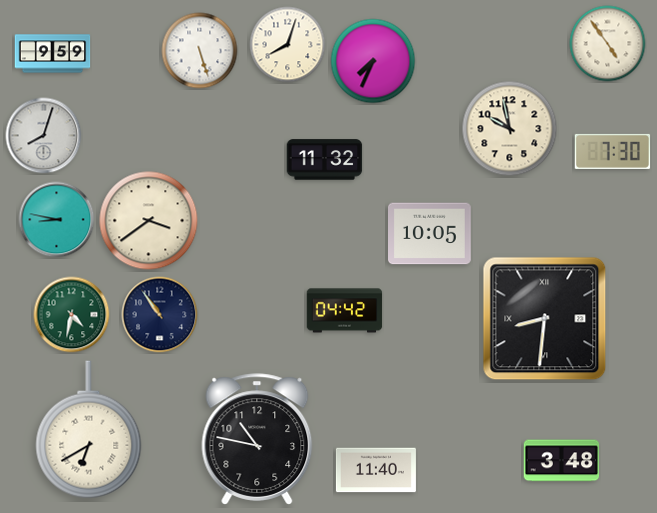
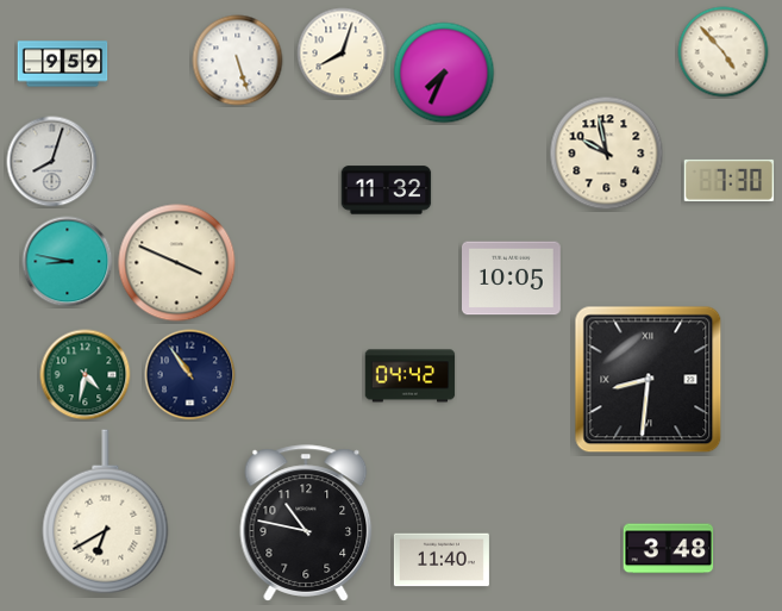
clock at (608, 44): 4:54 -> 4:53
clock at (149, 221): 3:39 -> 3:49
clock at (345, 311) position: (345, 311) -> (411, 376)
clock at (376, 470) position: (376, 470) -> (442, 560)
